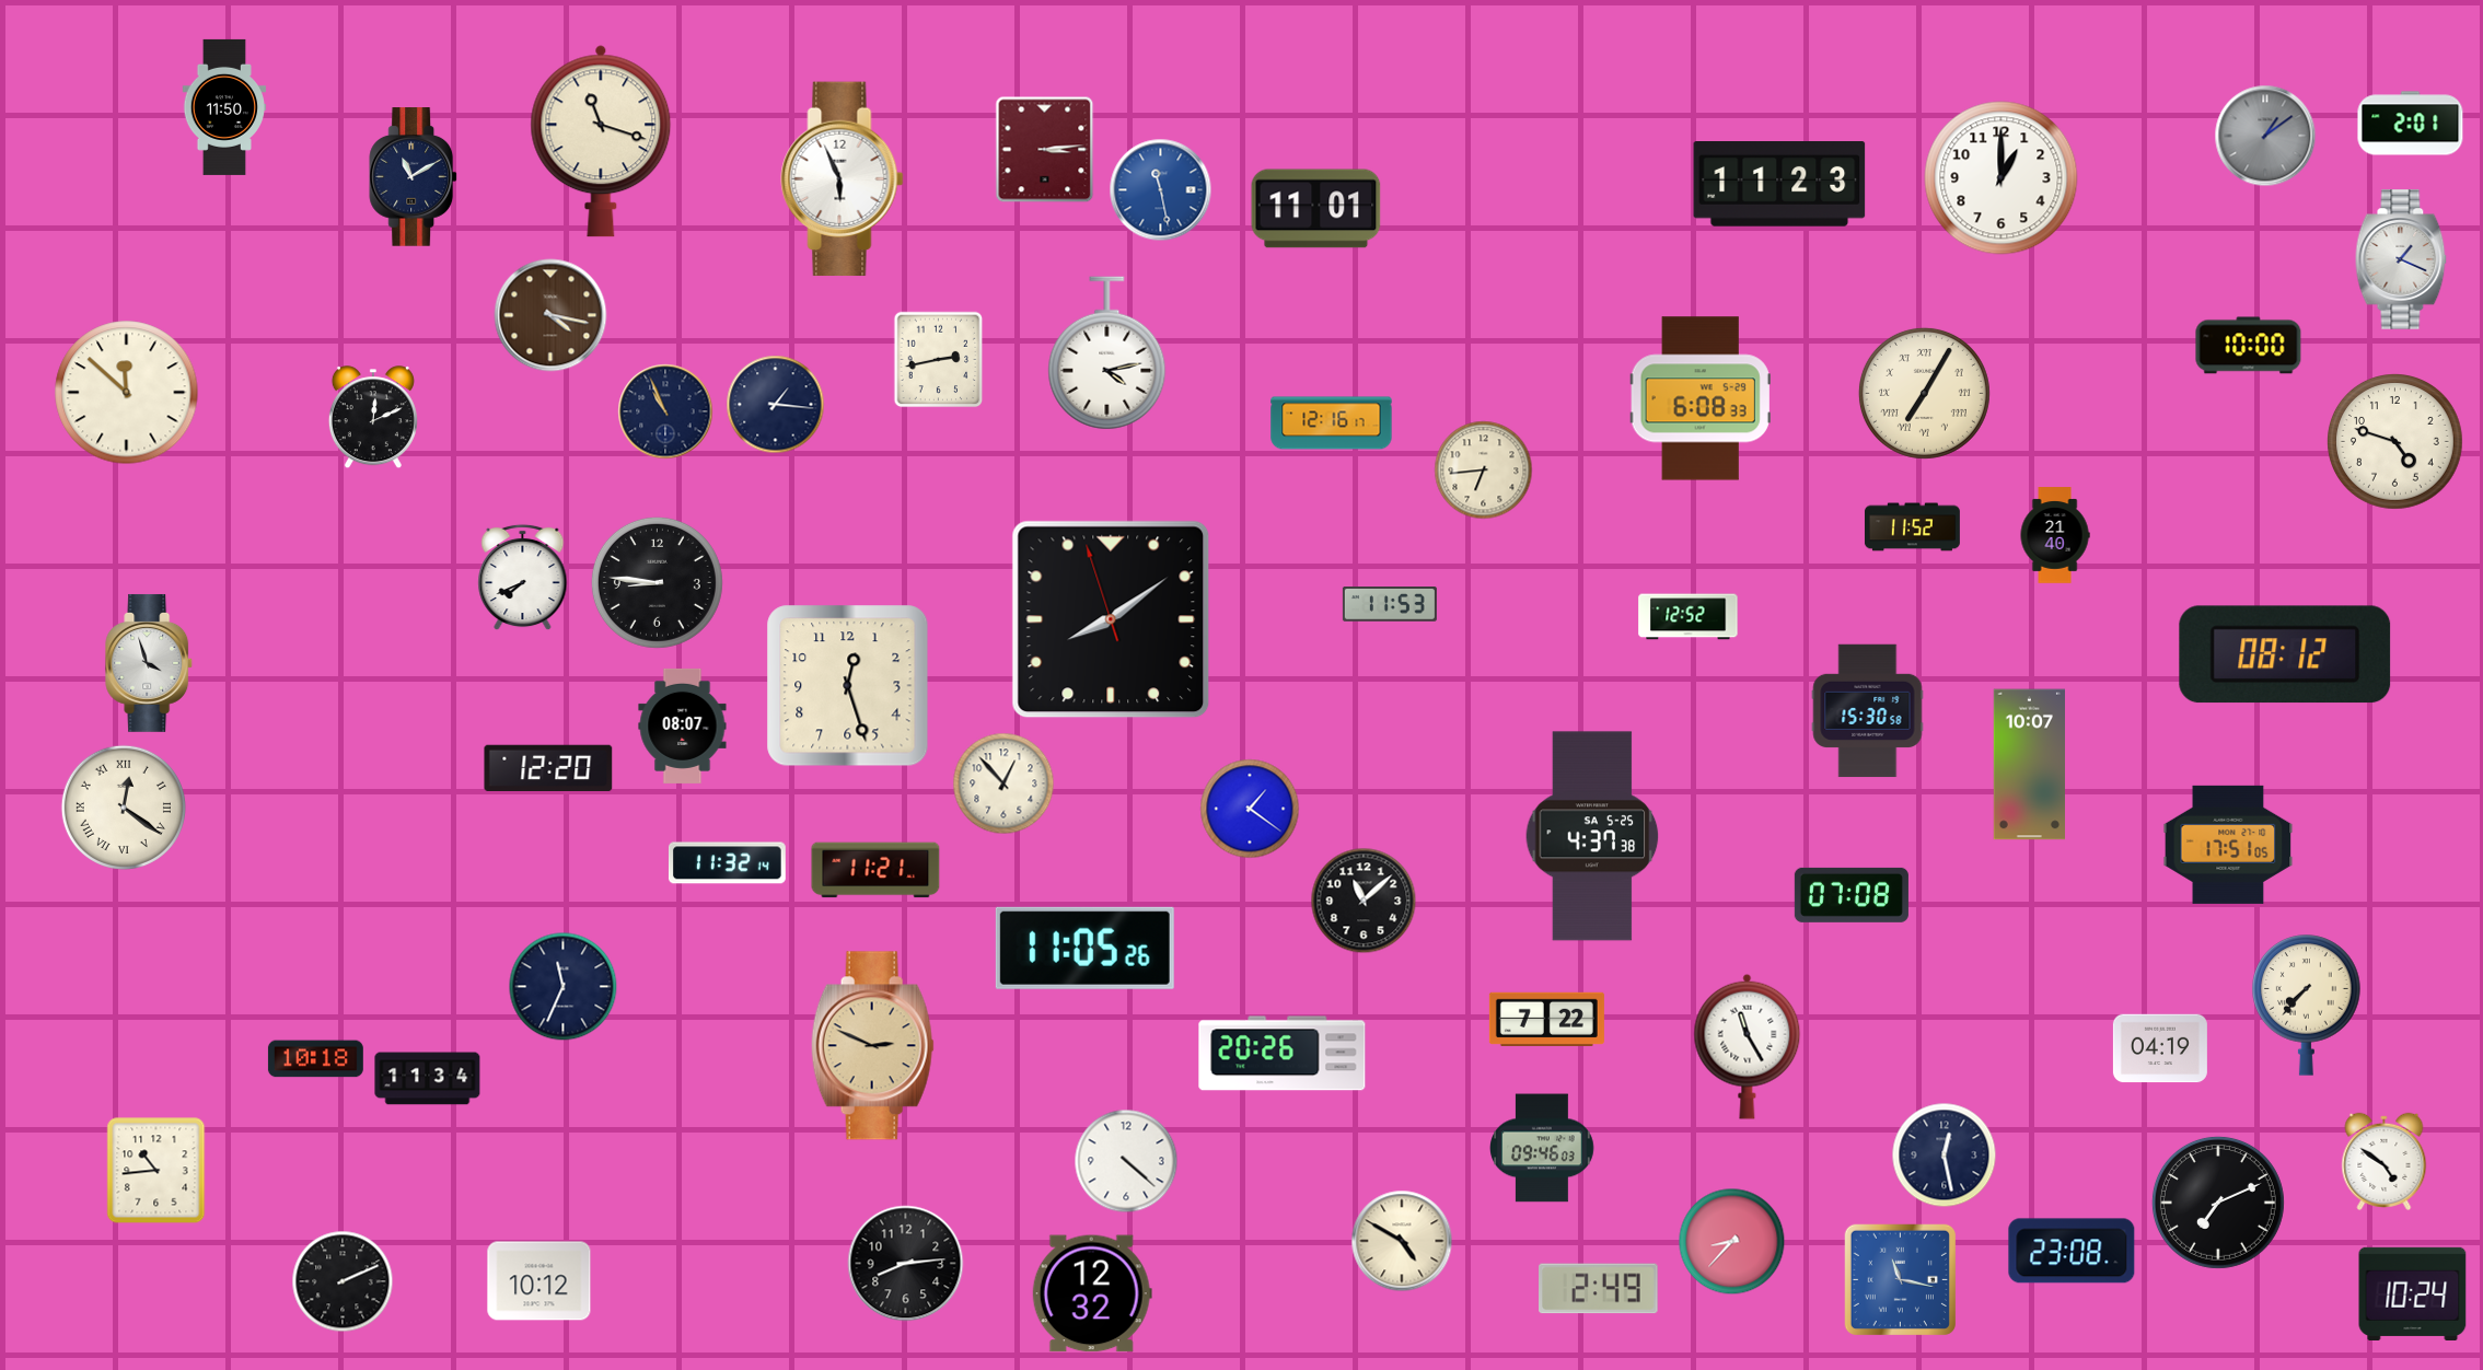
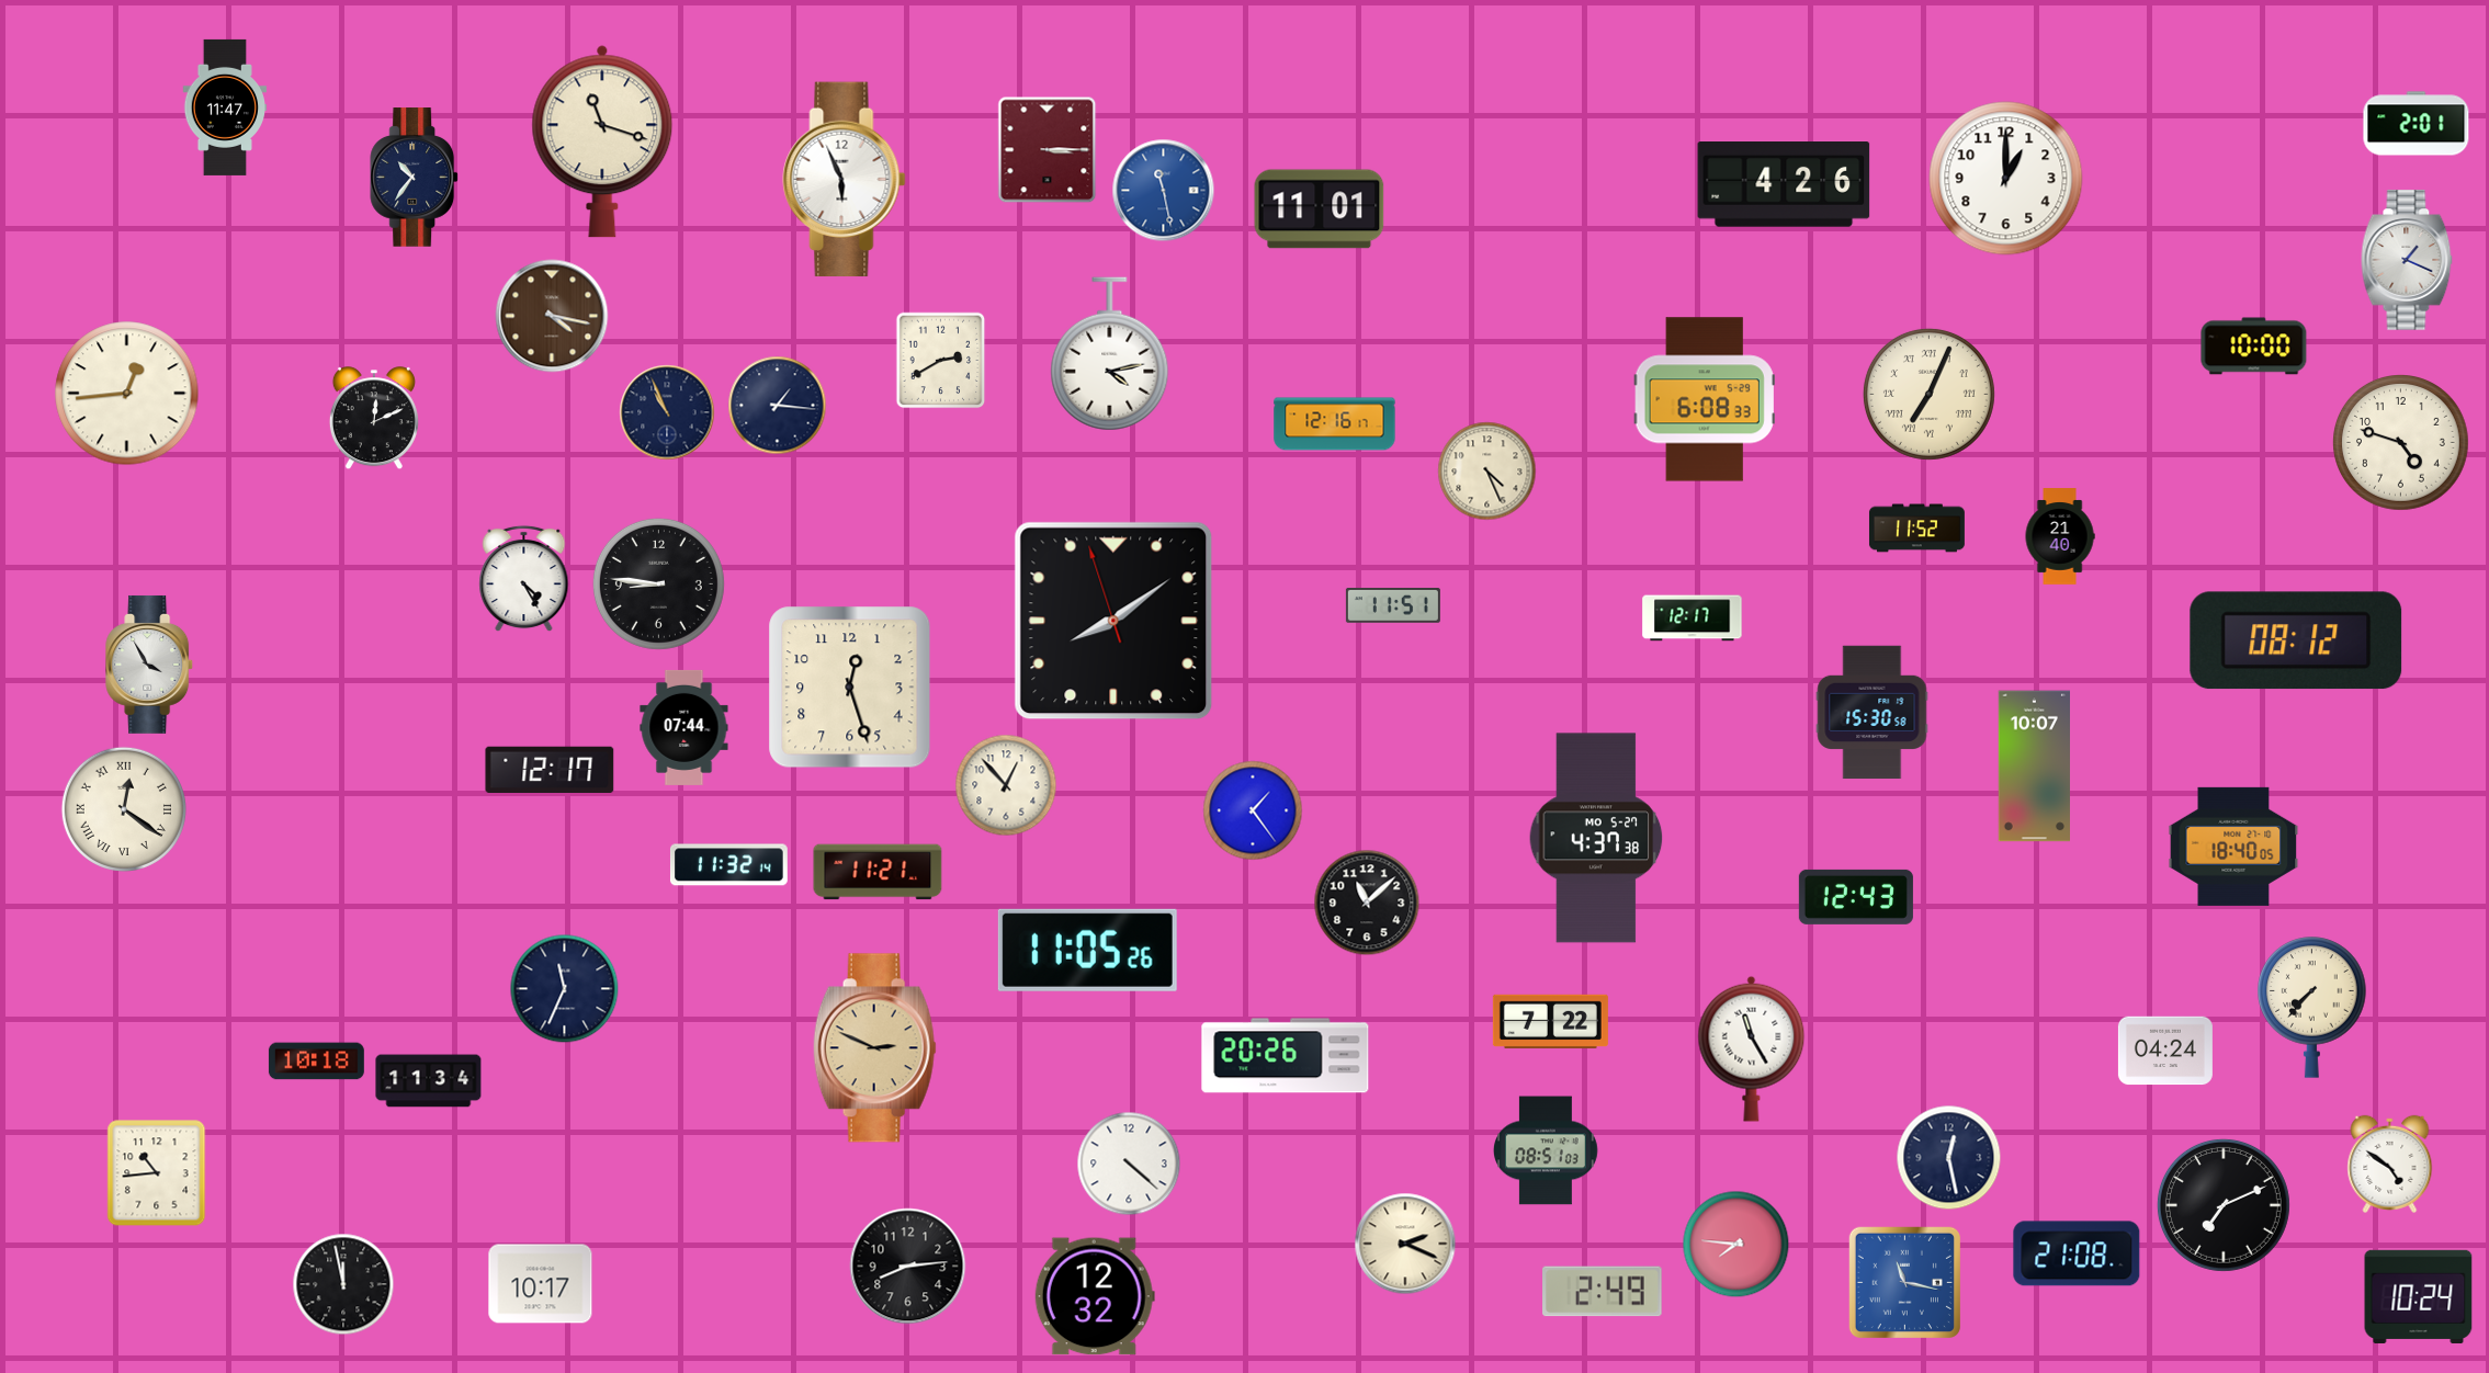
clock at (224, 107): 11:50 -> 11:47
clock at (2265, 136): 1:09 -> none
clock at (1045, 150): 3:14 -> 3:15
clock at (414, 177): 11:10 -> 10:36
clock at (1779, 184): 11:23 -> 4:26
clock at (939, 360): 2:43 -> 2:40
clock at (127, 393): 11:52 -> 12:44
clock at (1924, 393): 7:05 -> 7:04
clock at (1484, 471): 6:44 -> 4:26
clock at (523, 578): 7:41 -> 4:25
clock at (1390, 605): 11:53 -> 11:51
clock at (1689, 617): 12:52 -> 12:17
clock at (2285, 654) position: (2285, 654) -> (2296, 640)
clock at (150, 663): 3:57 -> 3:55
clock at (683, 725): 08:07 -> 07:44
clock at (548, 767): 12:20 -> 12:17
clock at (1250, 809): 1:21 -> 1:24
clock at (1592, 836) date: SA 5-25 -> MO 5-27
clock at (2228, 845): 17:51 -> 18:40
clock at (1852, 895): 07:08 -> 12:43
clock at (2160, 1048): 04:19 -> 04:24
clock at (1543, 1148): 09:46 -> 08:51
clock at (1402, 1241): 4:50 -> 2:19
clock at (1732, 1242): 8:37 -> 7:46
clock at (2072, 1251): 23:08 -> 21:08
clock at (343, 1281): 2:11 -> 11:58
clock at (539, 1281): 10:12 -> 10:17
